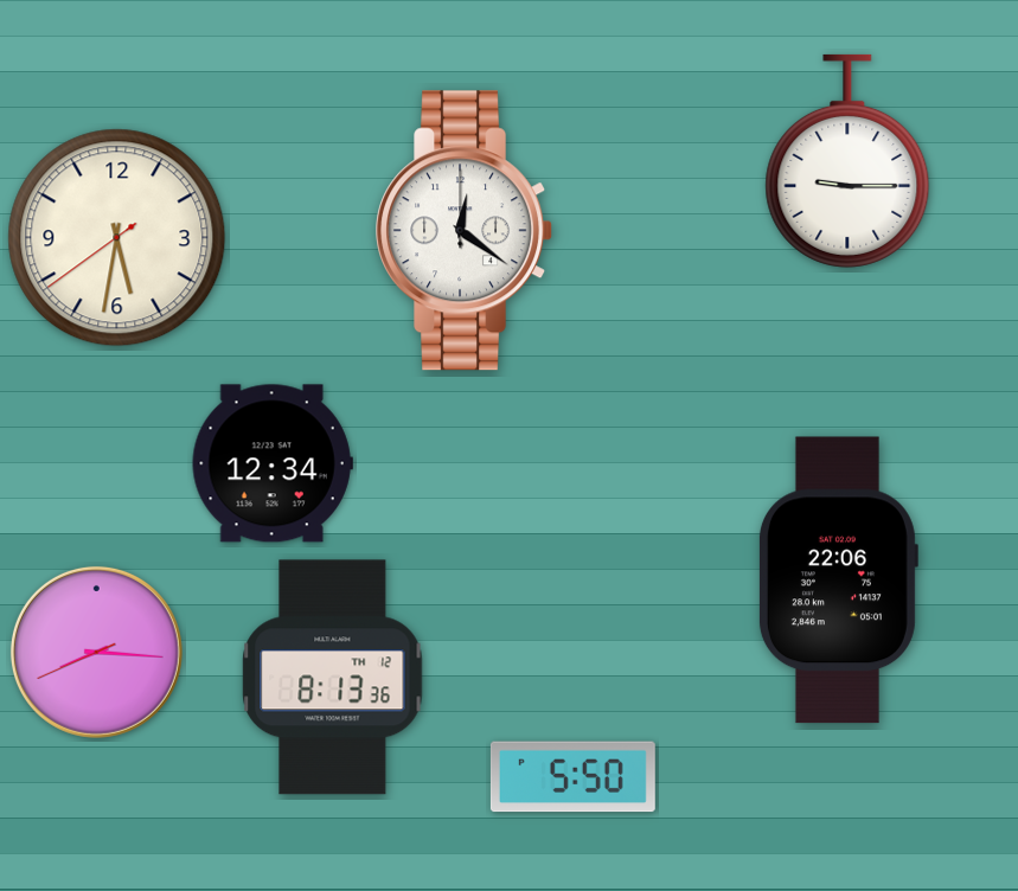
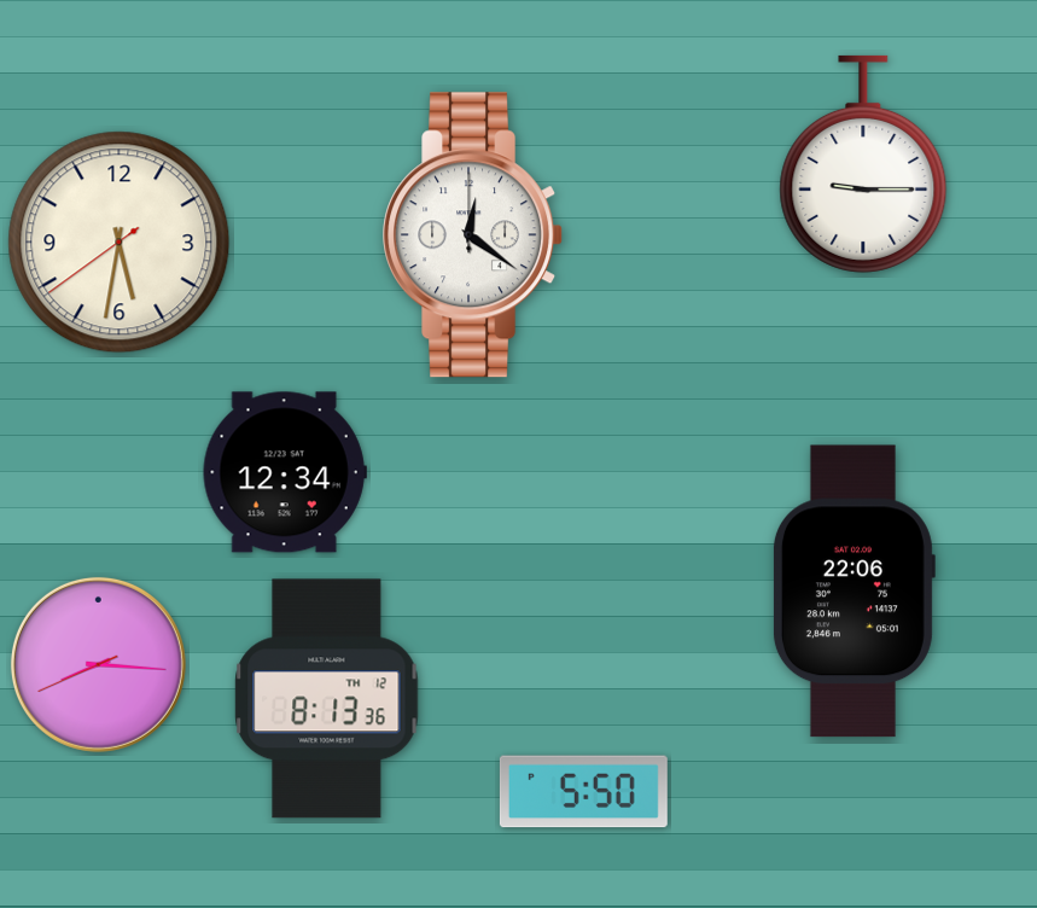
clock at (273, 463) position: (273, 463) -> (285, 472)
clock at (333, 678) position: (333, 678) -> (327, 699)
